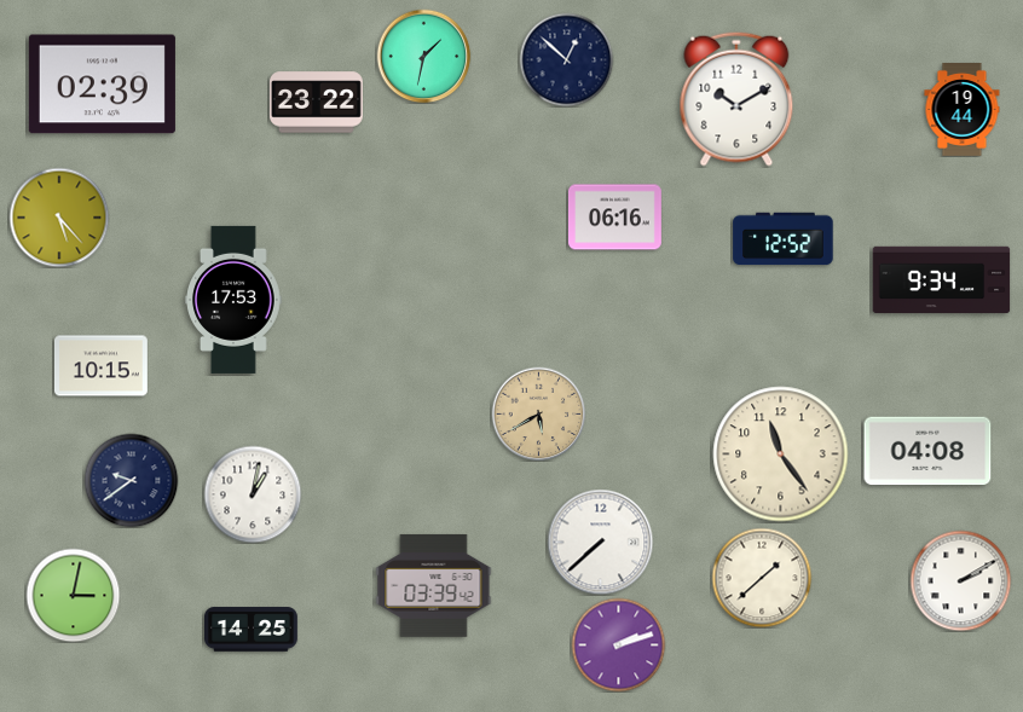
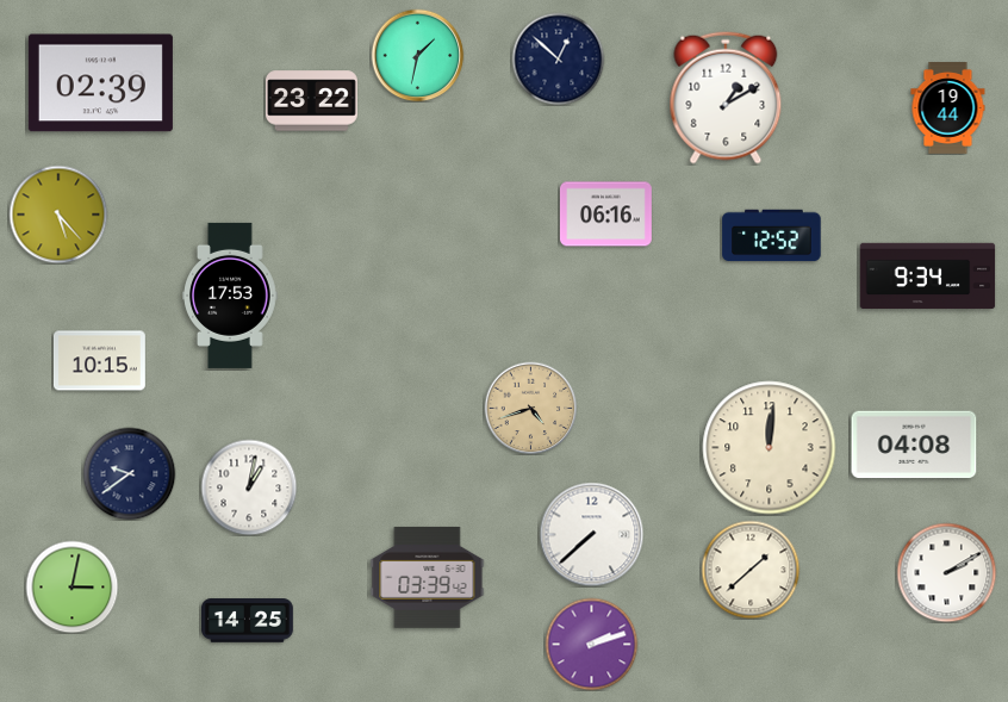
clock at (736, 99): 10:10 -> 1:10
clock at (538, 413): 5:40 -> 4:42
clock at (781, 455): 11:24 -> 12:01
clock at (618, 644) position: (618, 644) -> (591, 644)
